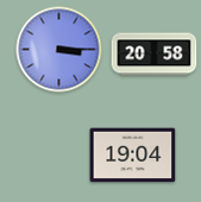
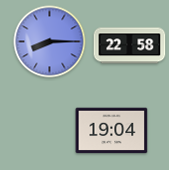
clock at (59, 50): 3:15 -> 8:15
clock at (155, 55): 20:58 -> 22:58
